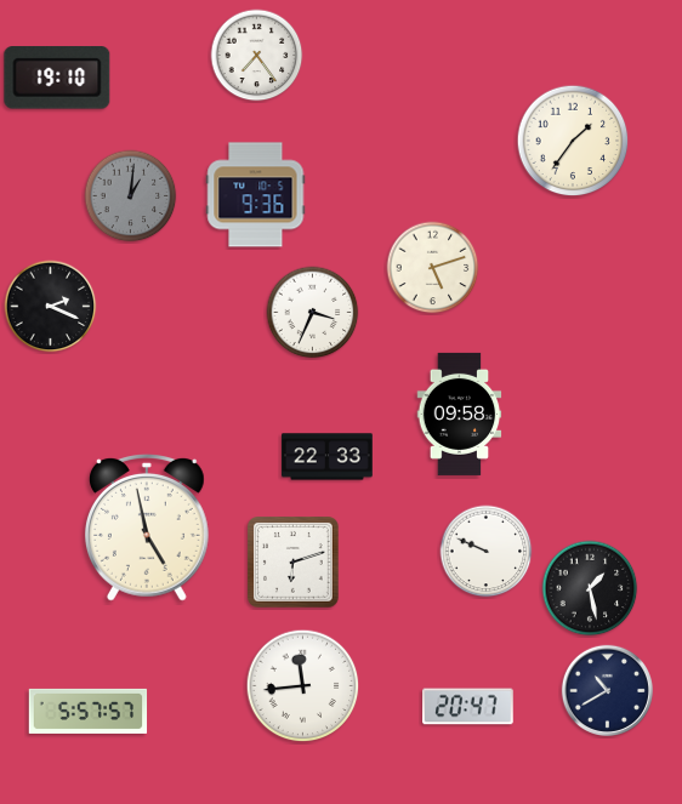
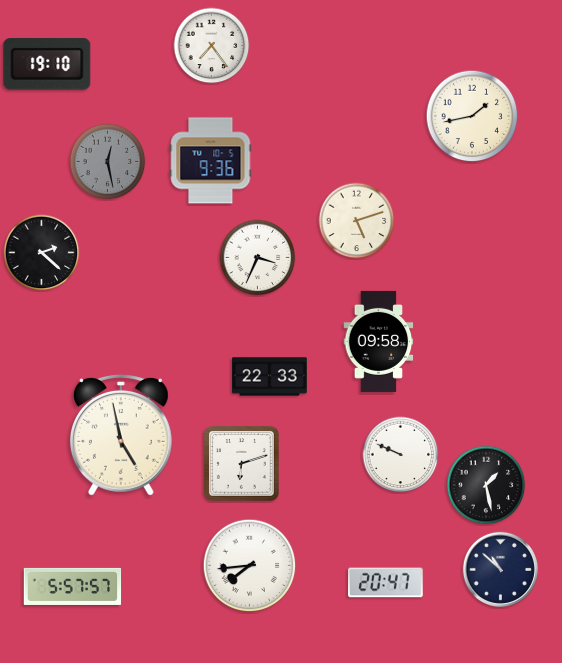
clock at (573, 141): 1:36 -> 1:43
clock at (131, 196): 1:01 -> 12:28
clock at (51, 307): 2:19 -> 2:22
clock at (303, 686): 11:44 -> 7:44
clock at (607, 690): 10:40 -> 10:52
